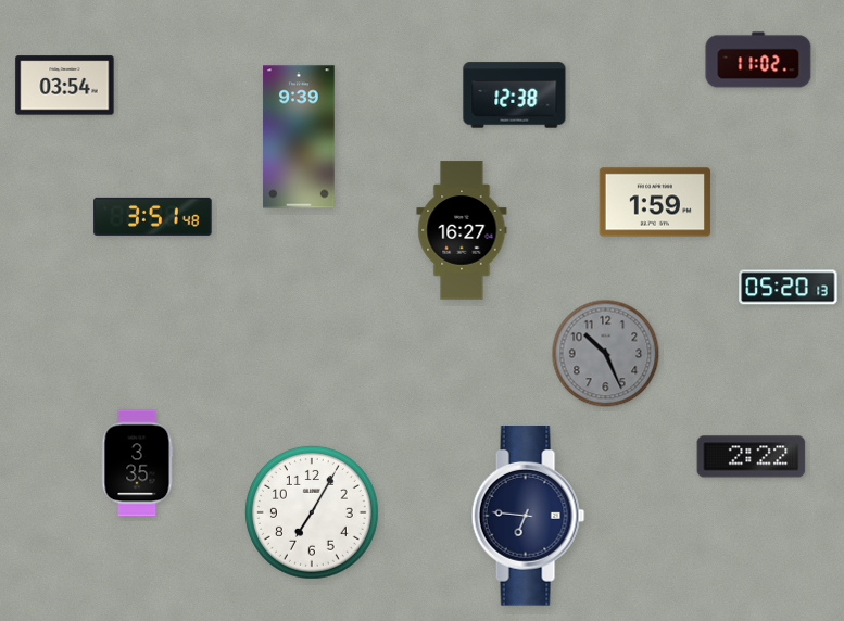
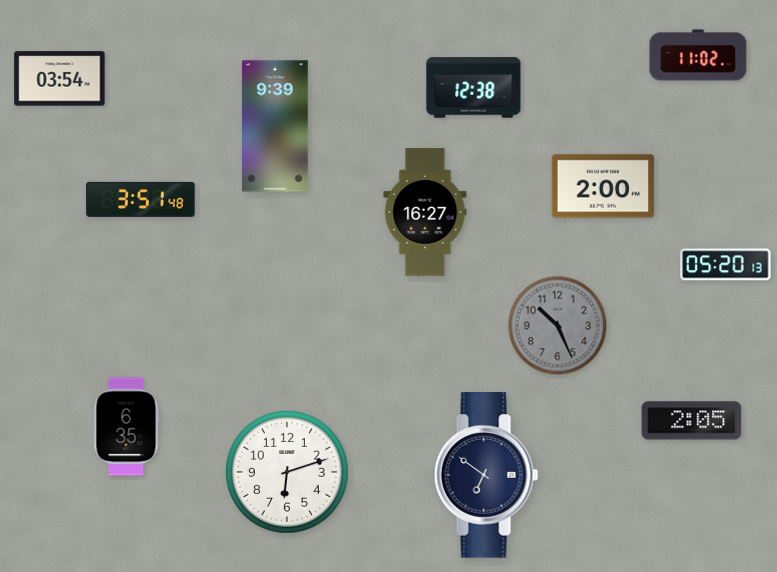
clock at (655, 202): 1:59 -> 2:00
clock at (752, 457): 2:22 -> 2:05
clock at (137, 464): 3:35 -> 6:35
clock at (313, 514): 7:05 -> 6:12
clock at (528, 516): 6:46 -> 6:51
